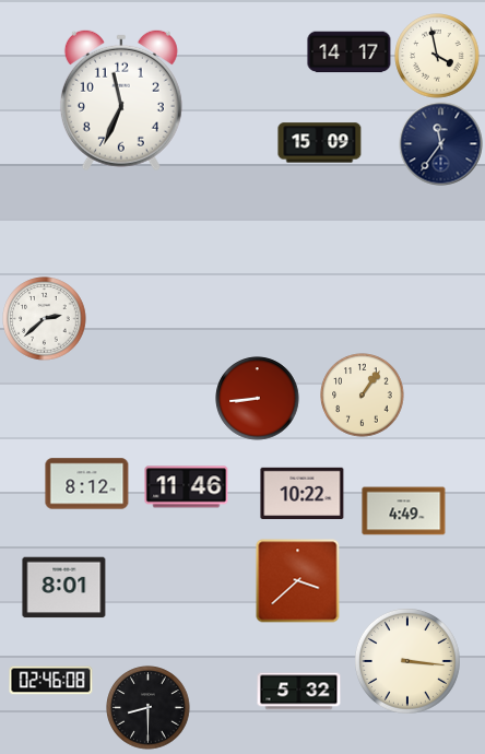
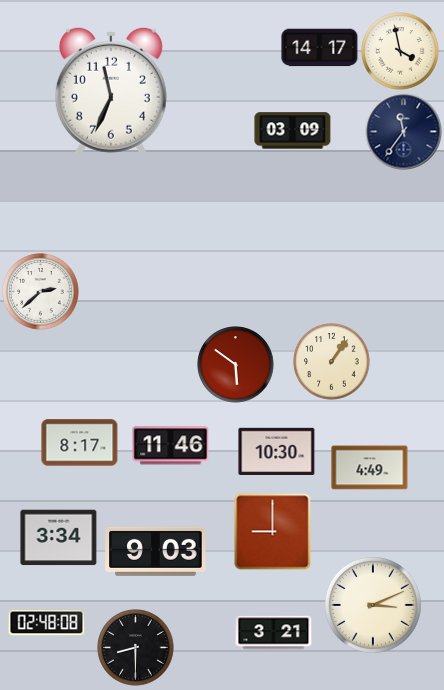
clock at (320, 143): 15:09 -> 03:09
clock at (258, 399): 8:44 -> 5:51
clock at (87, 484): 8:12 -> 8:17
clock at (303, 493): 10:22 -> 10:30
clock at (298, 581): 3:38 -> 9:00
clock at (64, 588): 8:01 -> 3:34
clock at (156, 551): none -> 9:03
clock at (407, 661): 3:16 -> 3:11
clock at (51, 681): 02:46 -> 02:48
clock at (299, 692): 5:32 -> 3:21
